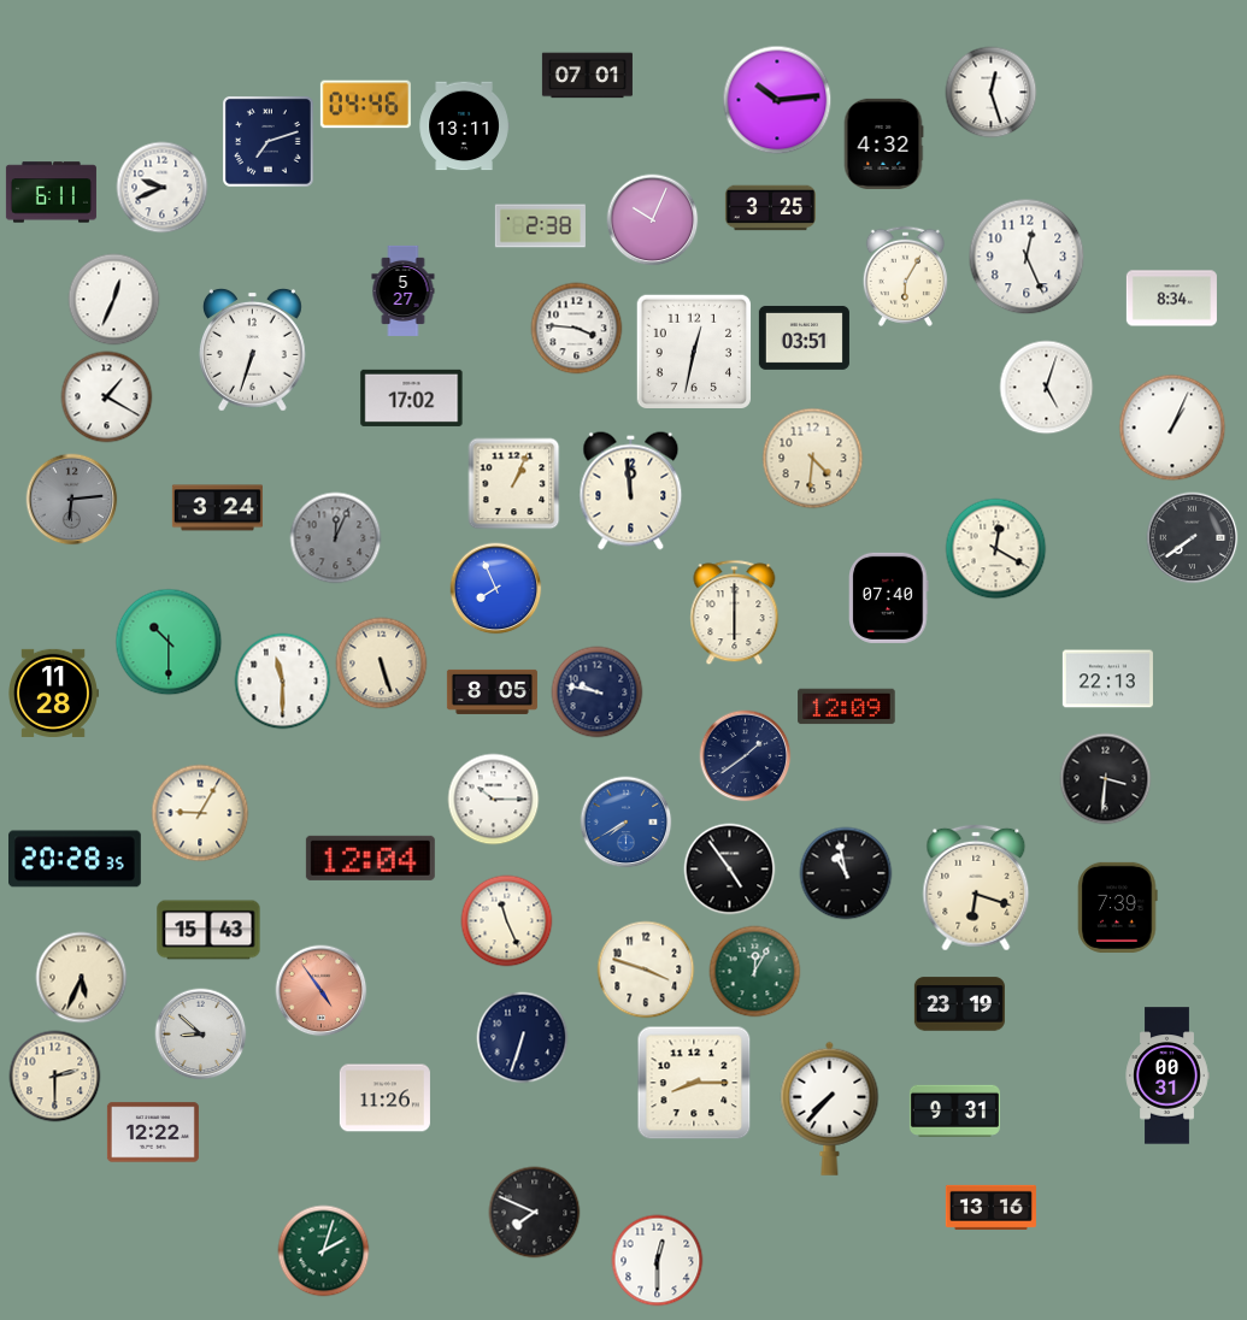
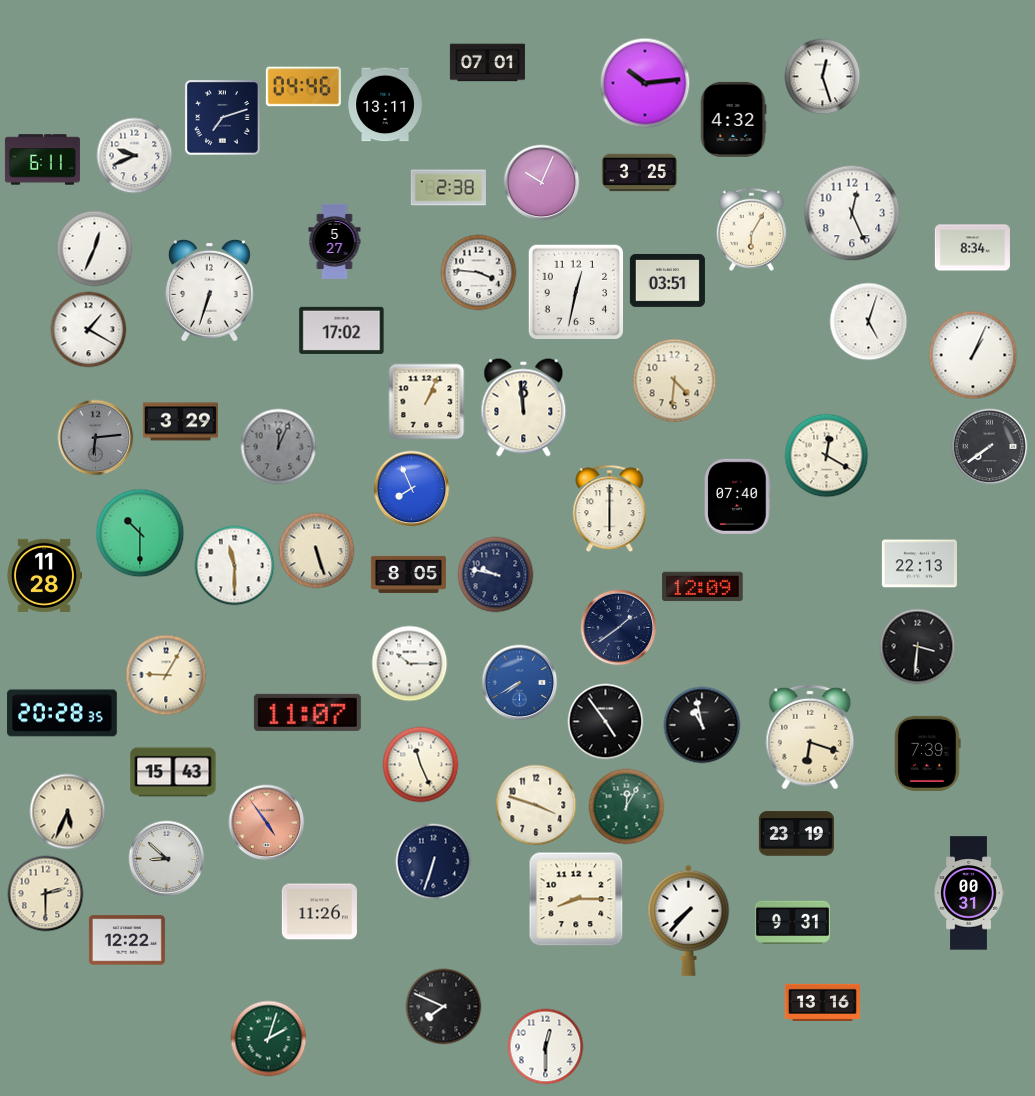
clock at (72, 500) position: (72, 500) -> (96, 438)
clock at (217, 508): 3:24 -> 3:29
clock at (370, 858): 12:04 -> 11:07
